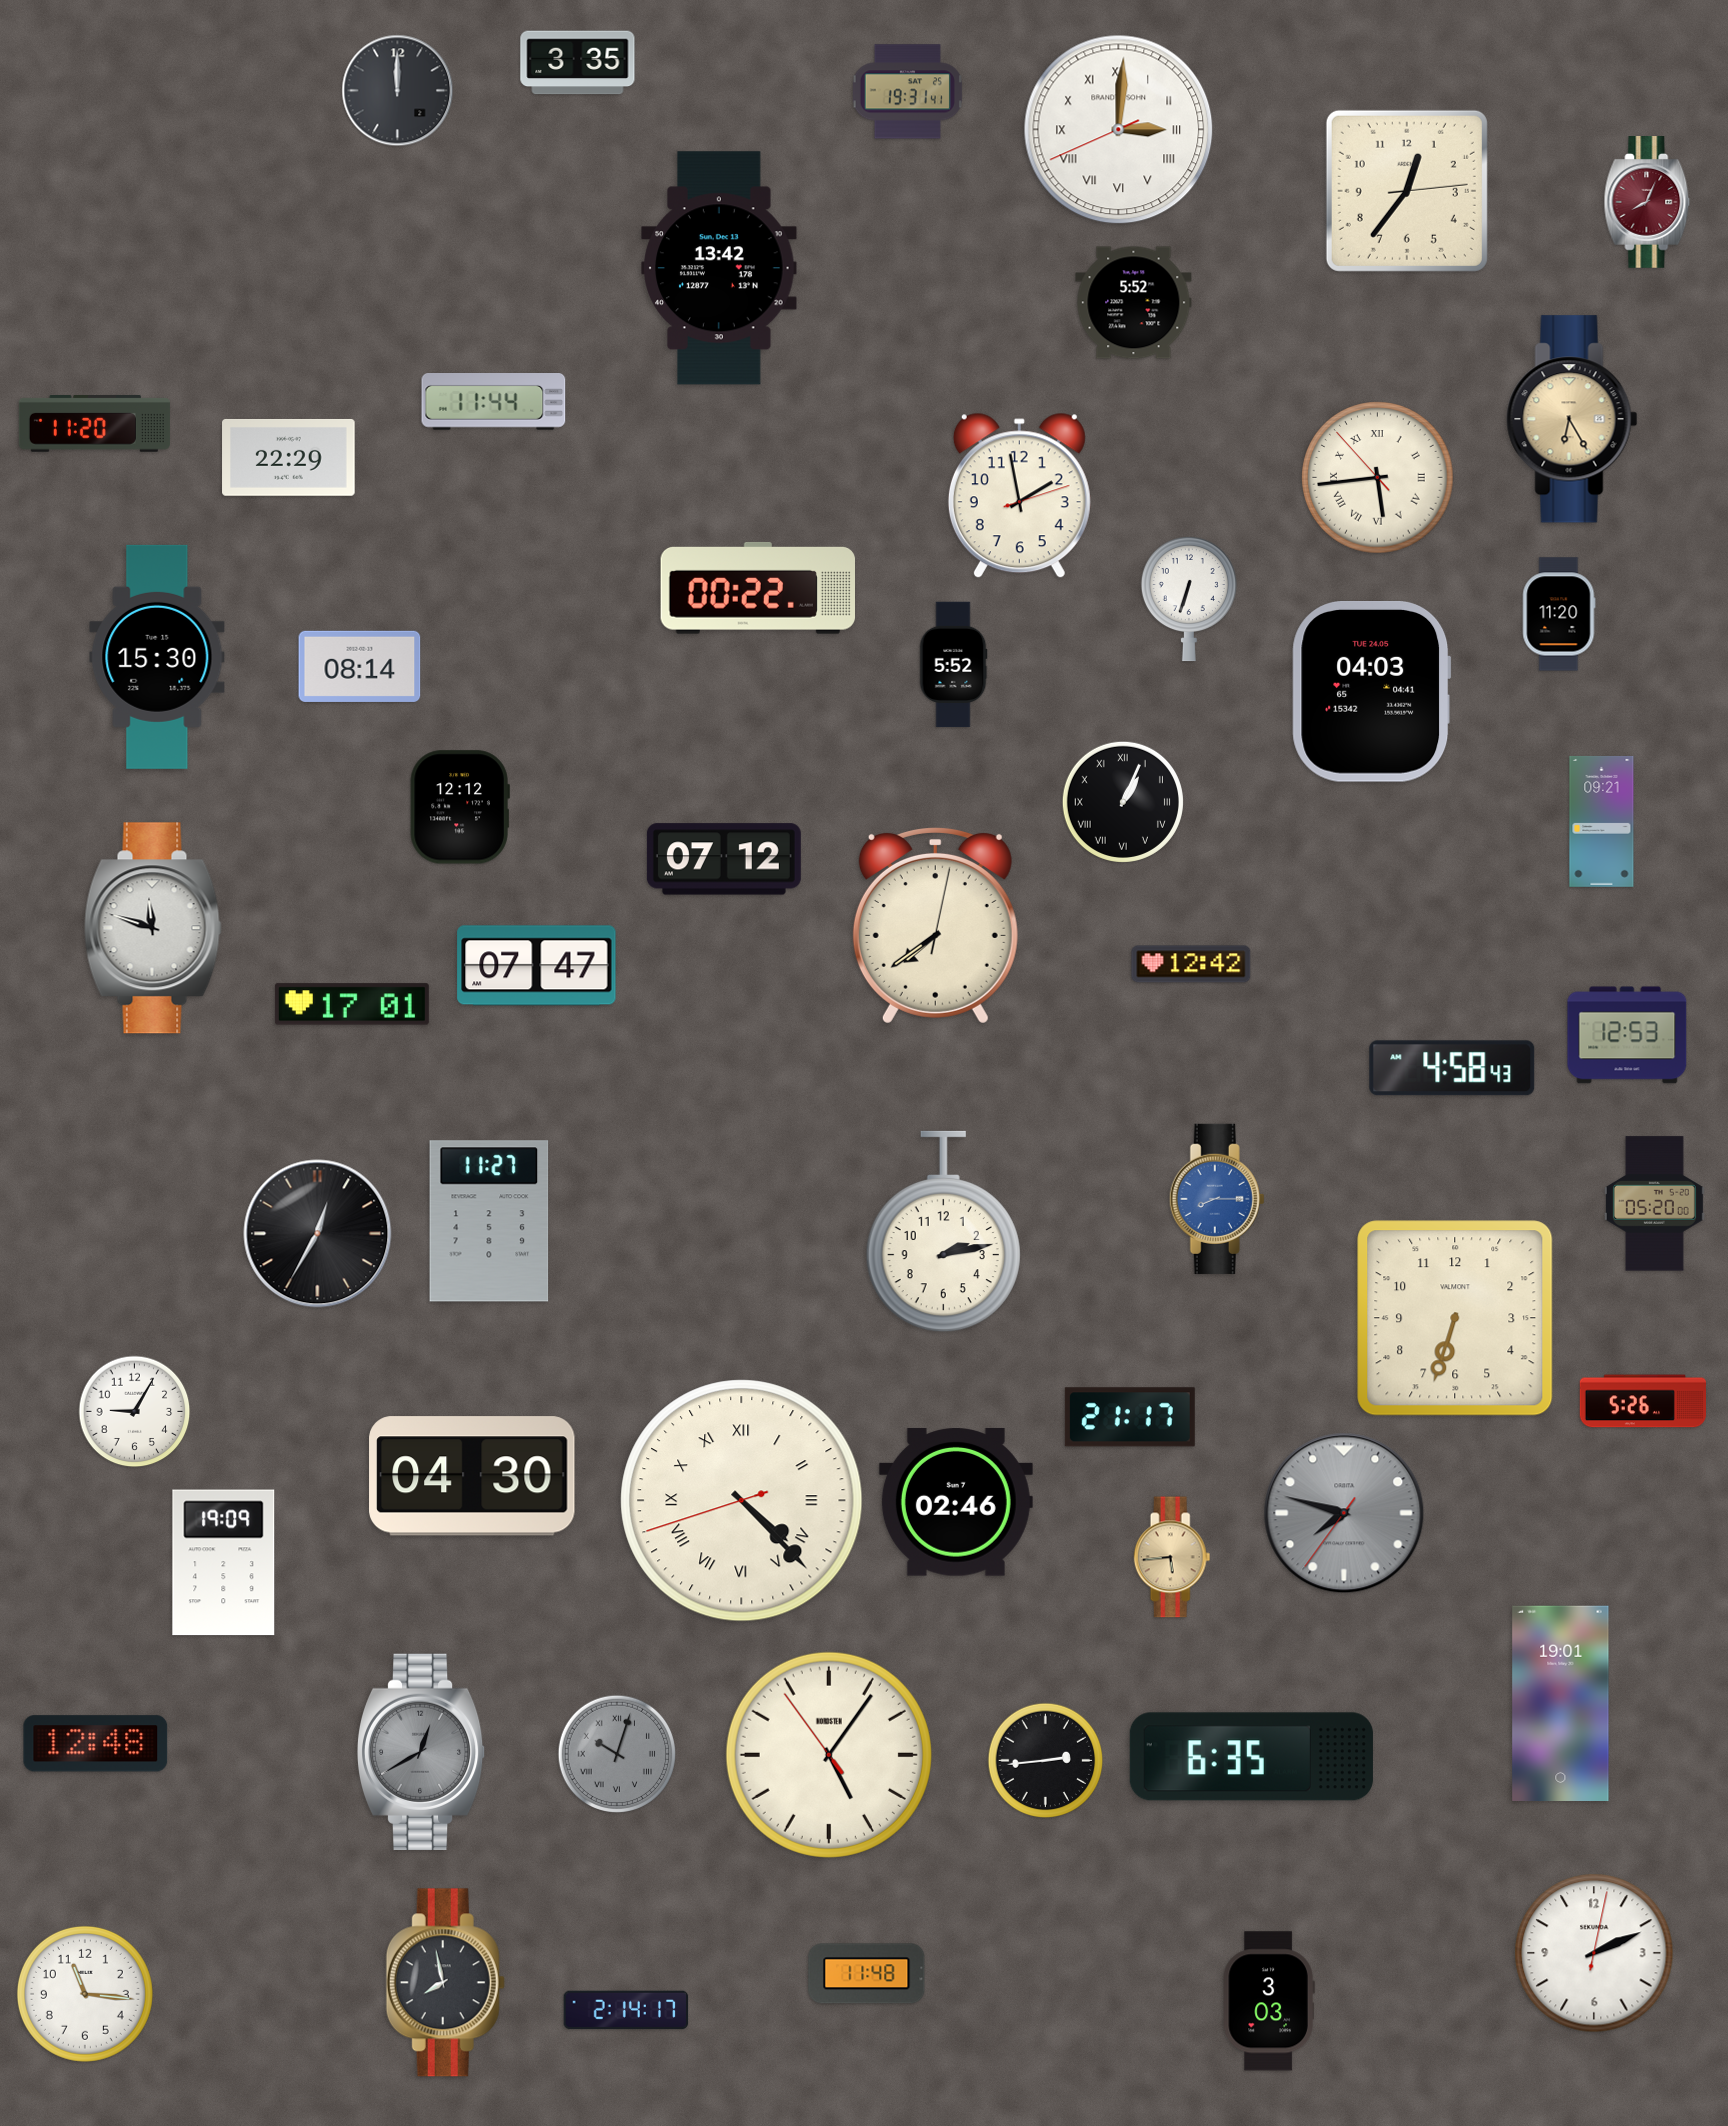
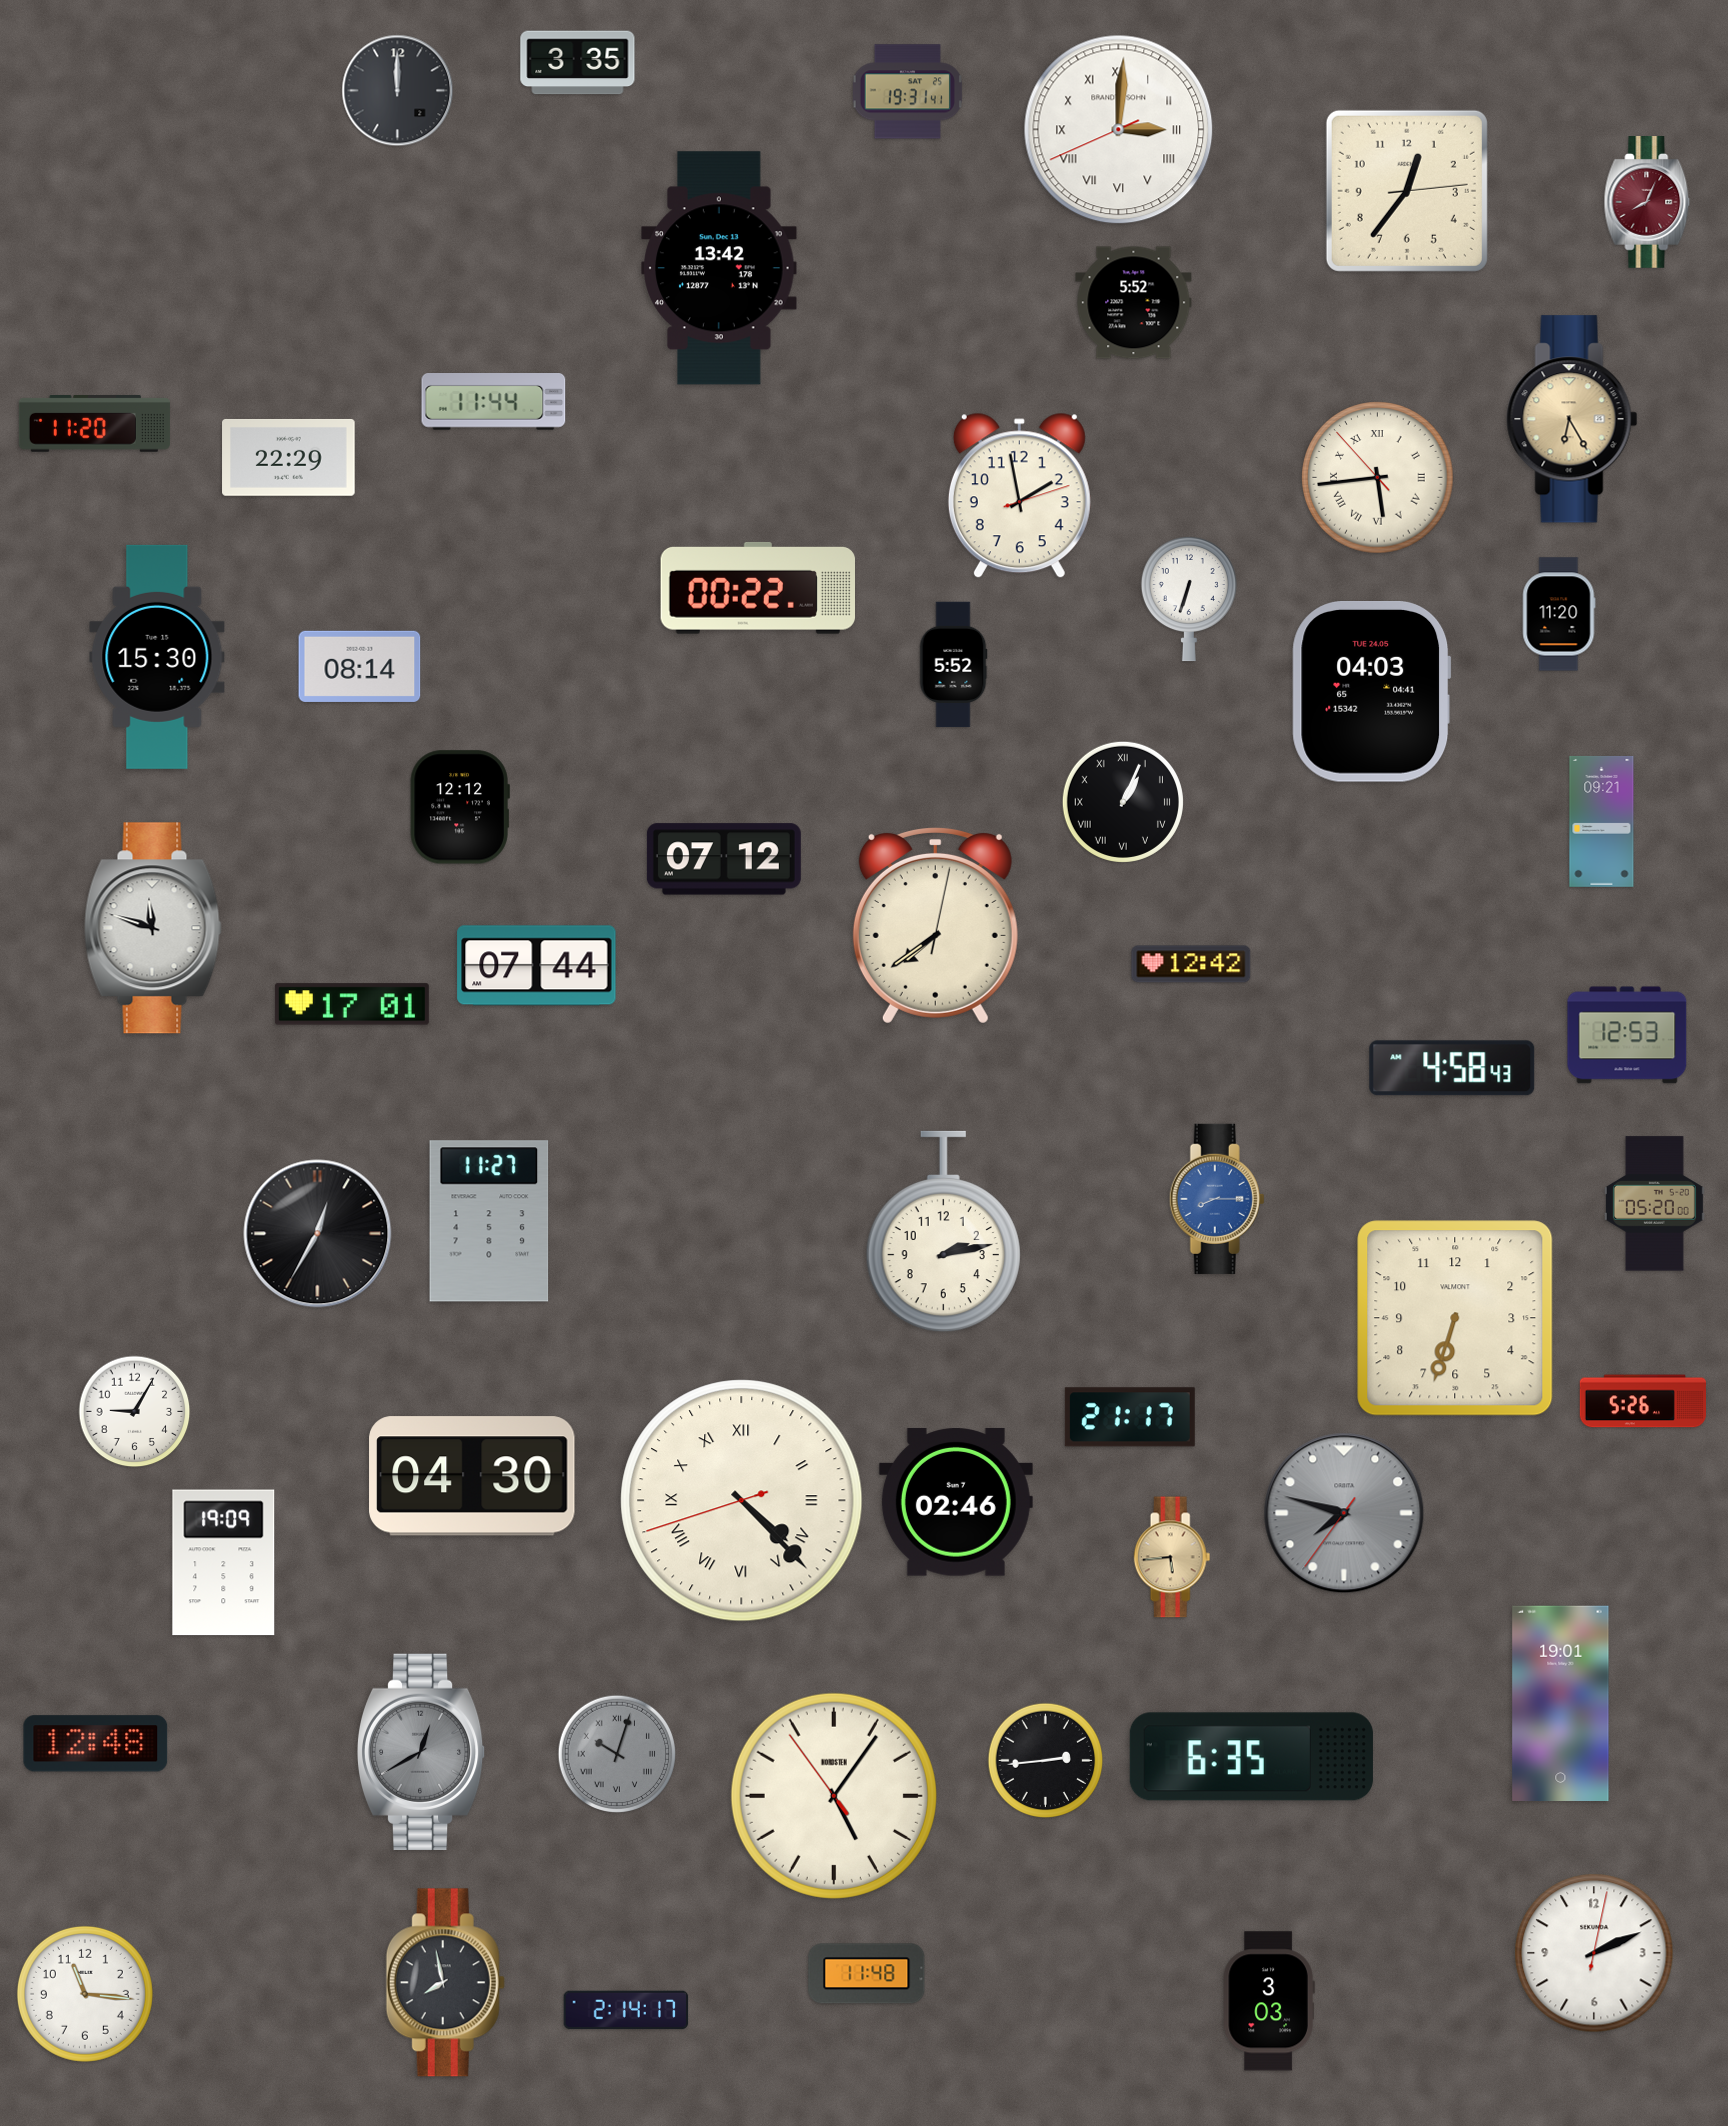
clock at (537, 966): 07:47 -> 07:44
clock at (829, 1755) position: (829, 1755) -> (834, 1796)
